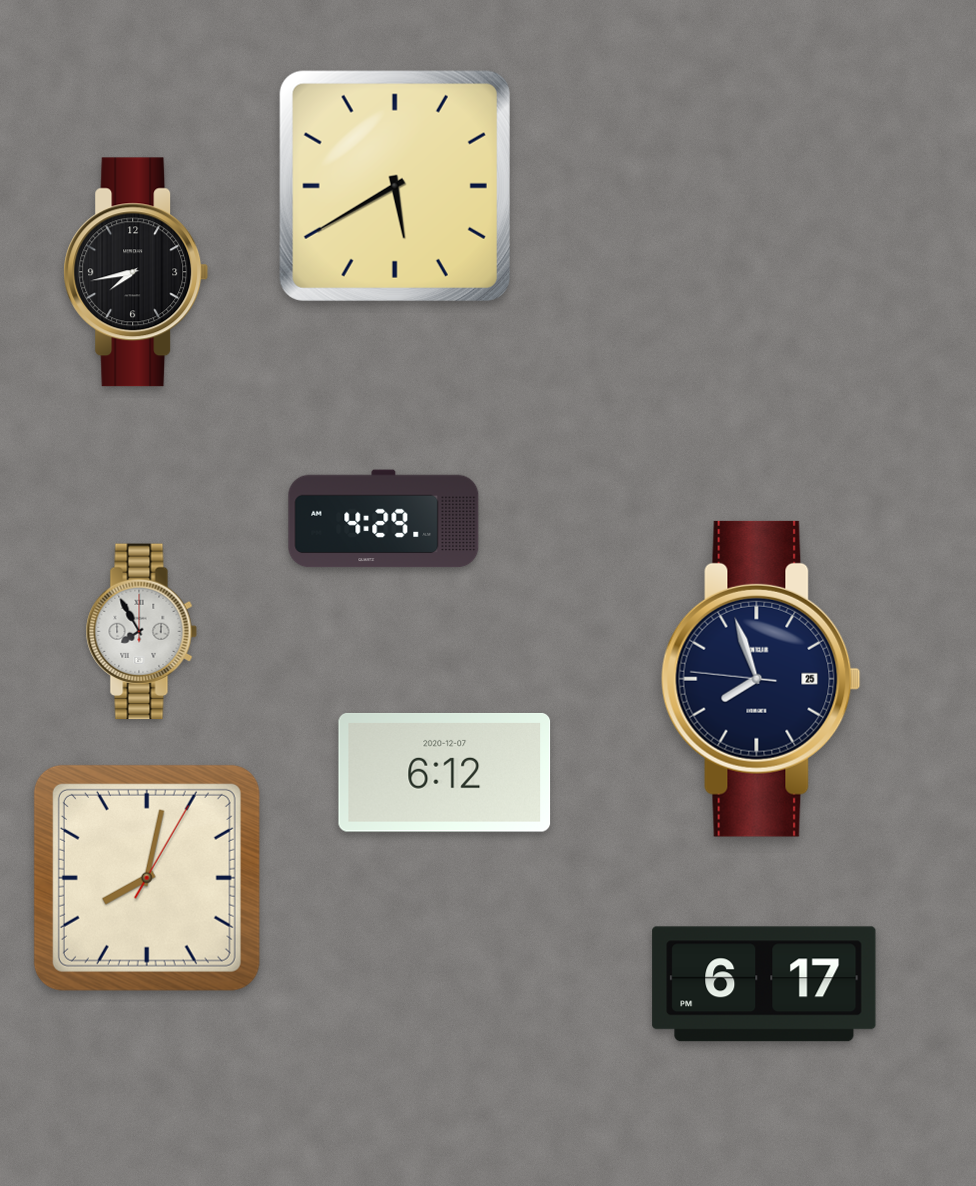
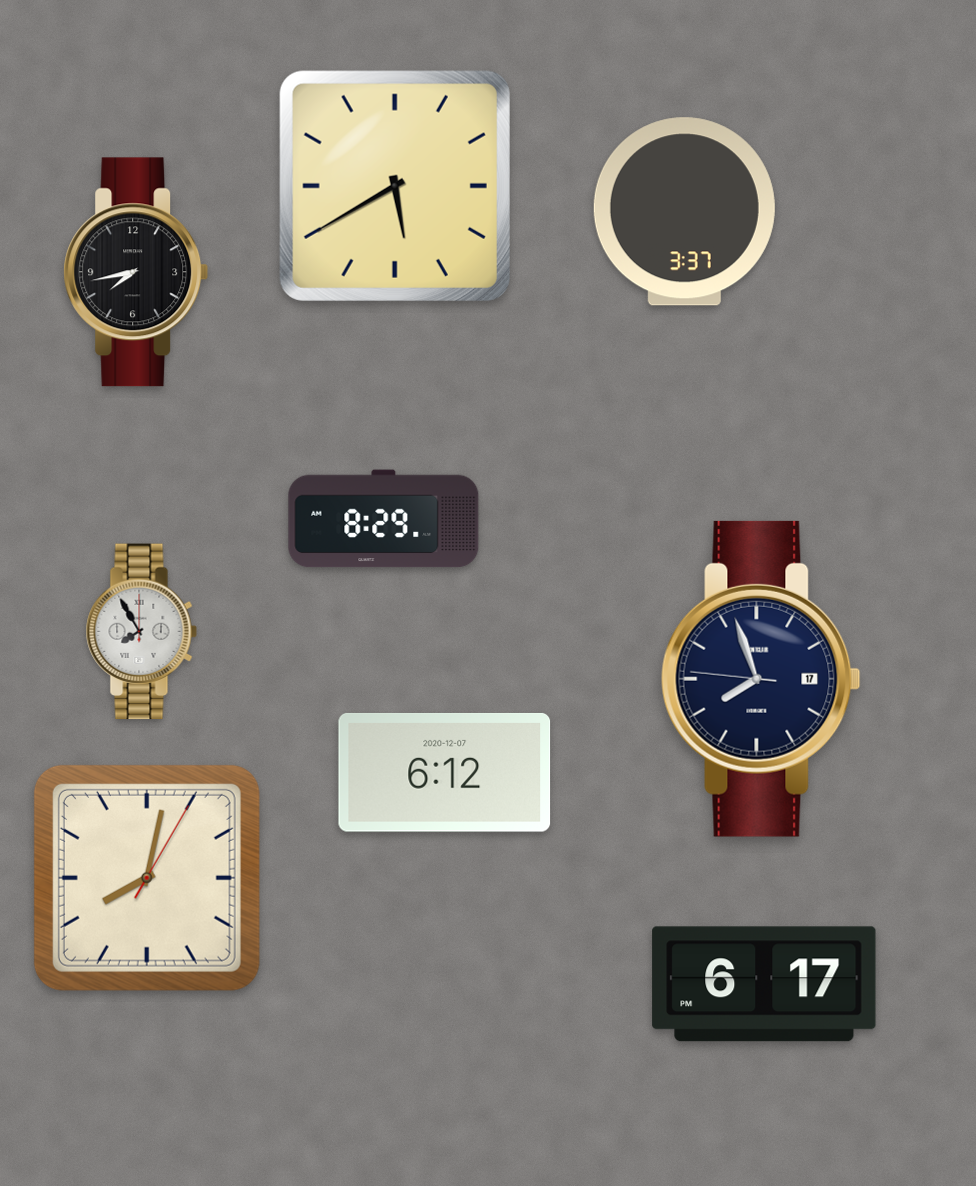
clock at (684, 212): none -> 3:37
clock at (384, 519): 4:29 -> 8:29
clock at (761, 679) date: 25 -> 17
